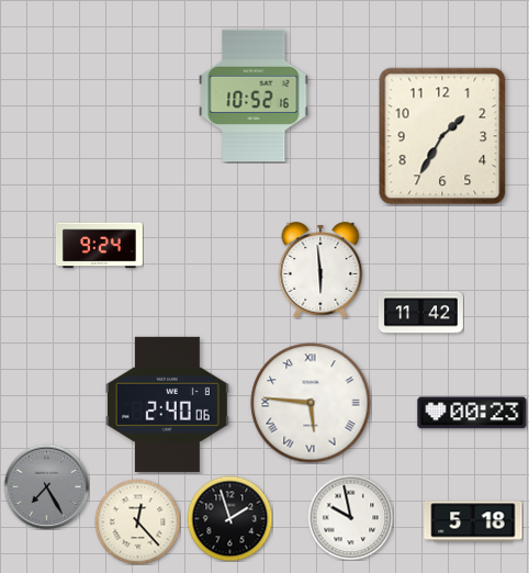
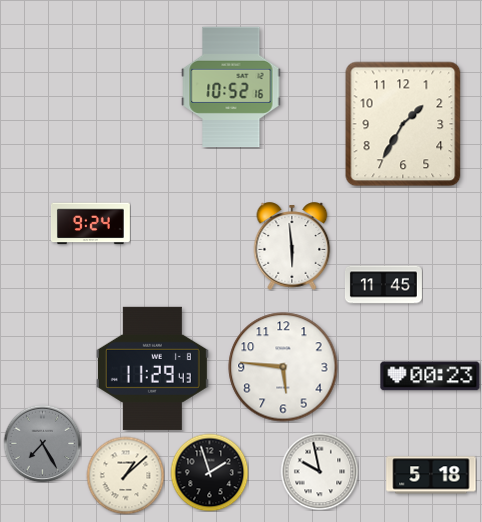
clock at (420, 313): 11:42 -> 11:45
clock at (311, 403) numerals: Roman -> Arabic
clock at (167, 404): 2:40 -> 11:29
clock at (137, 521): 12:23 -> 1:08
